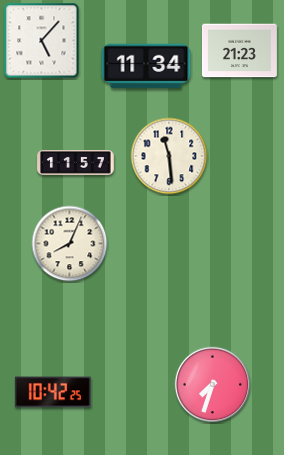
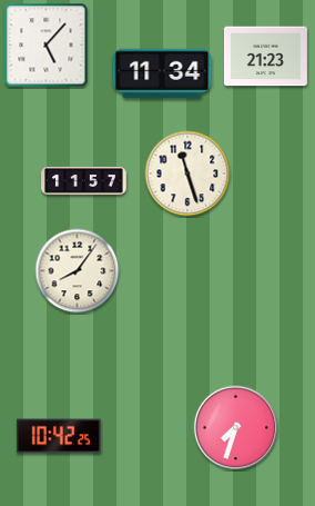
clock at (169, 156): 11:29 -> 11:27
clock at (70, 244): 8:04 -> 8:06
